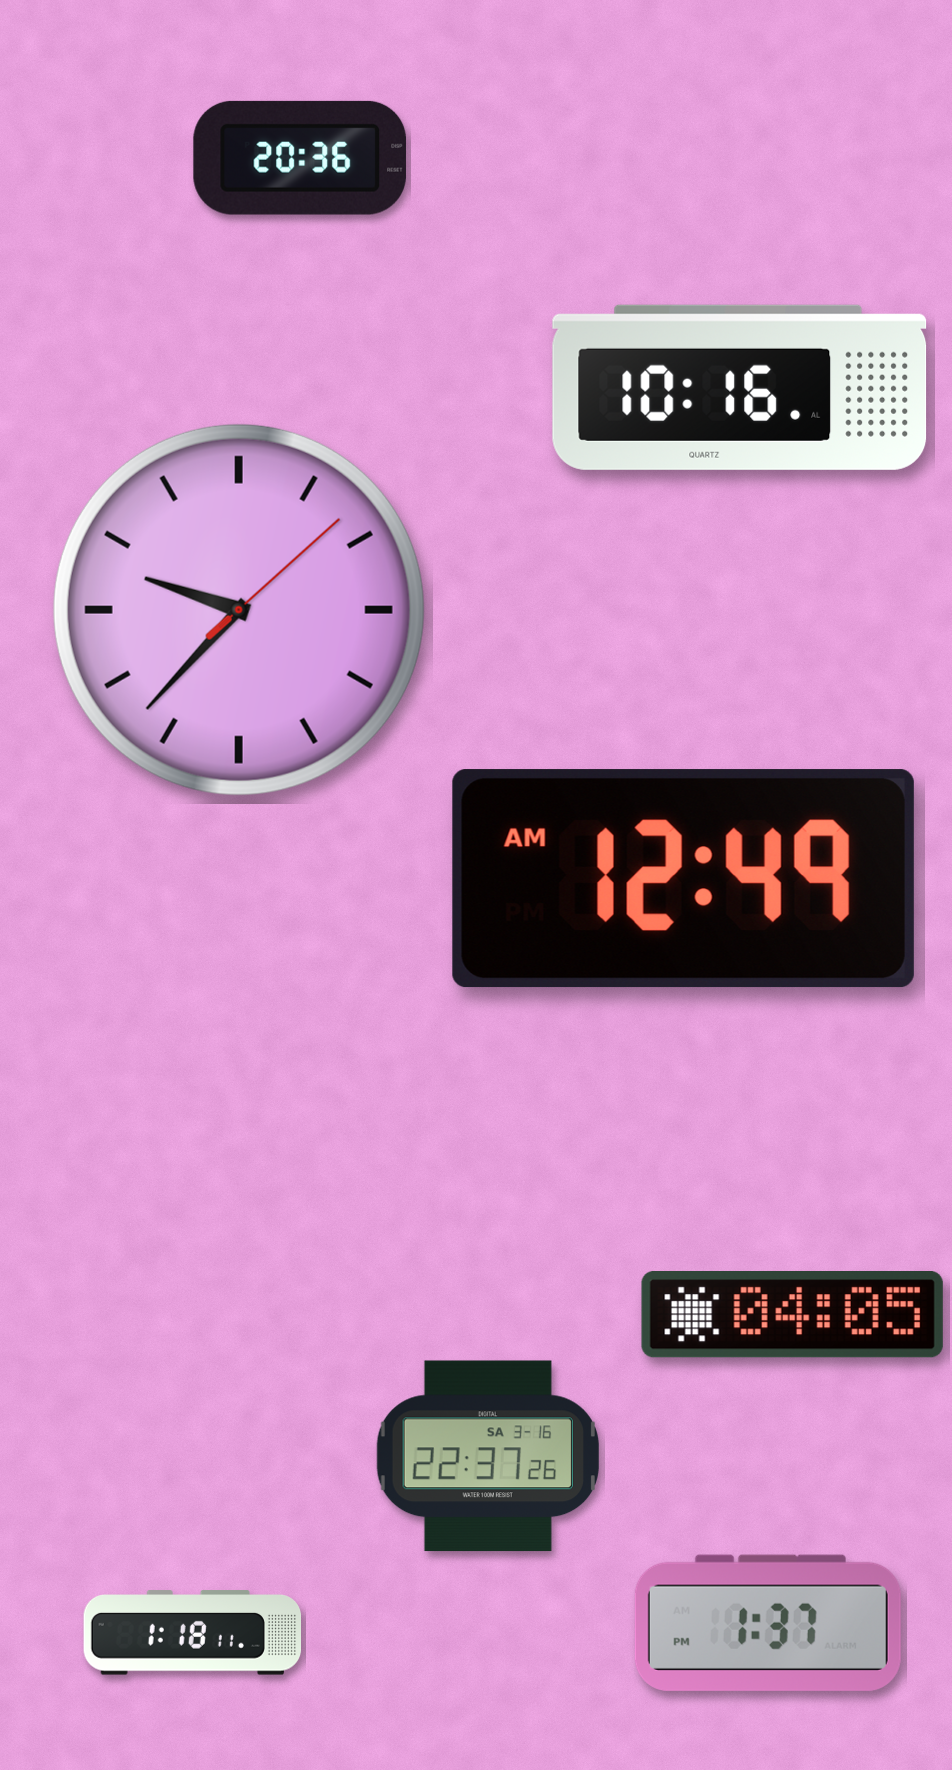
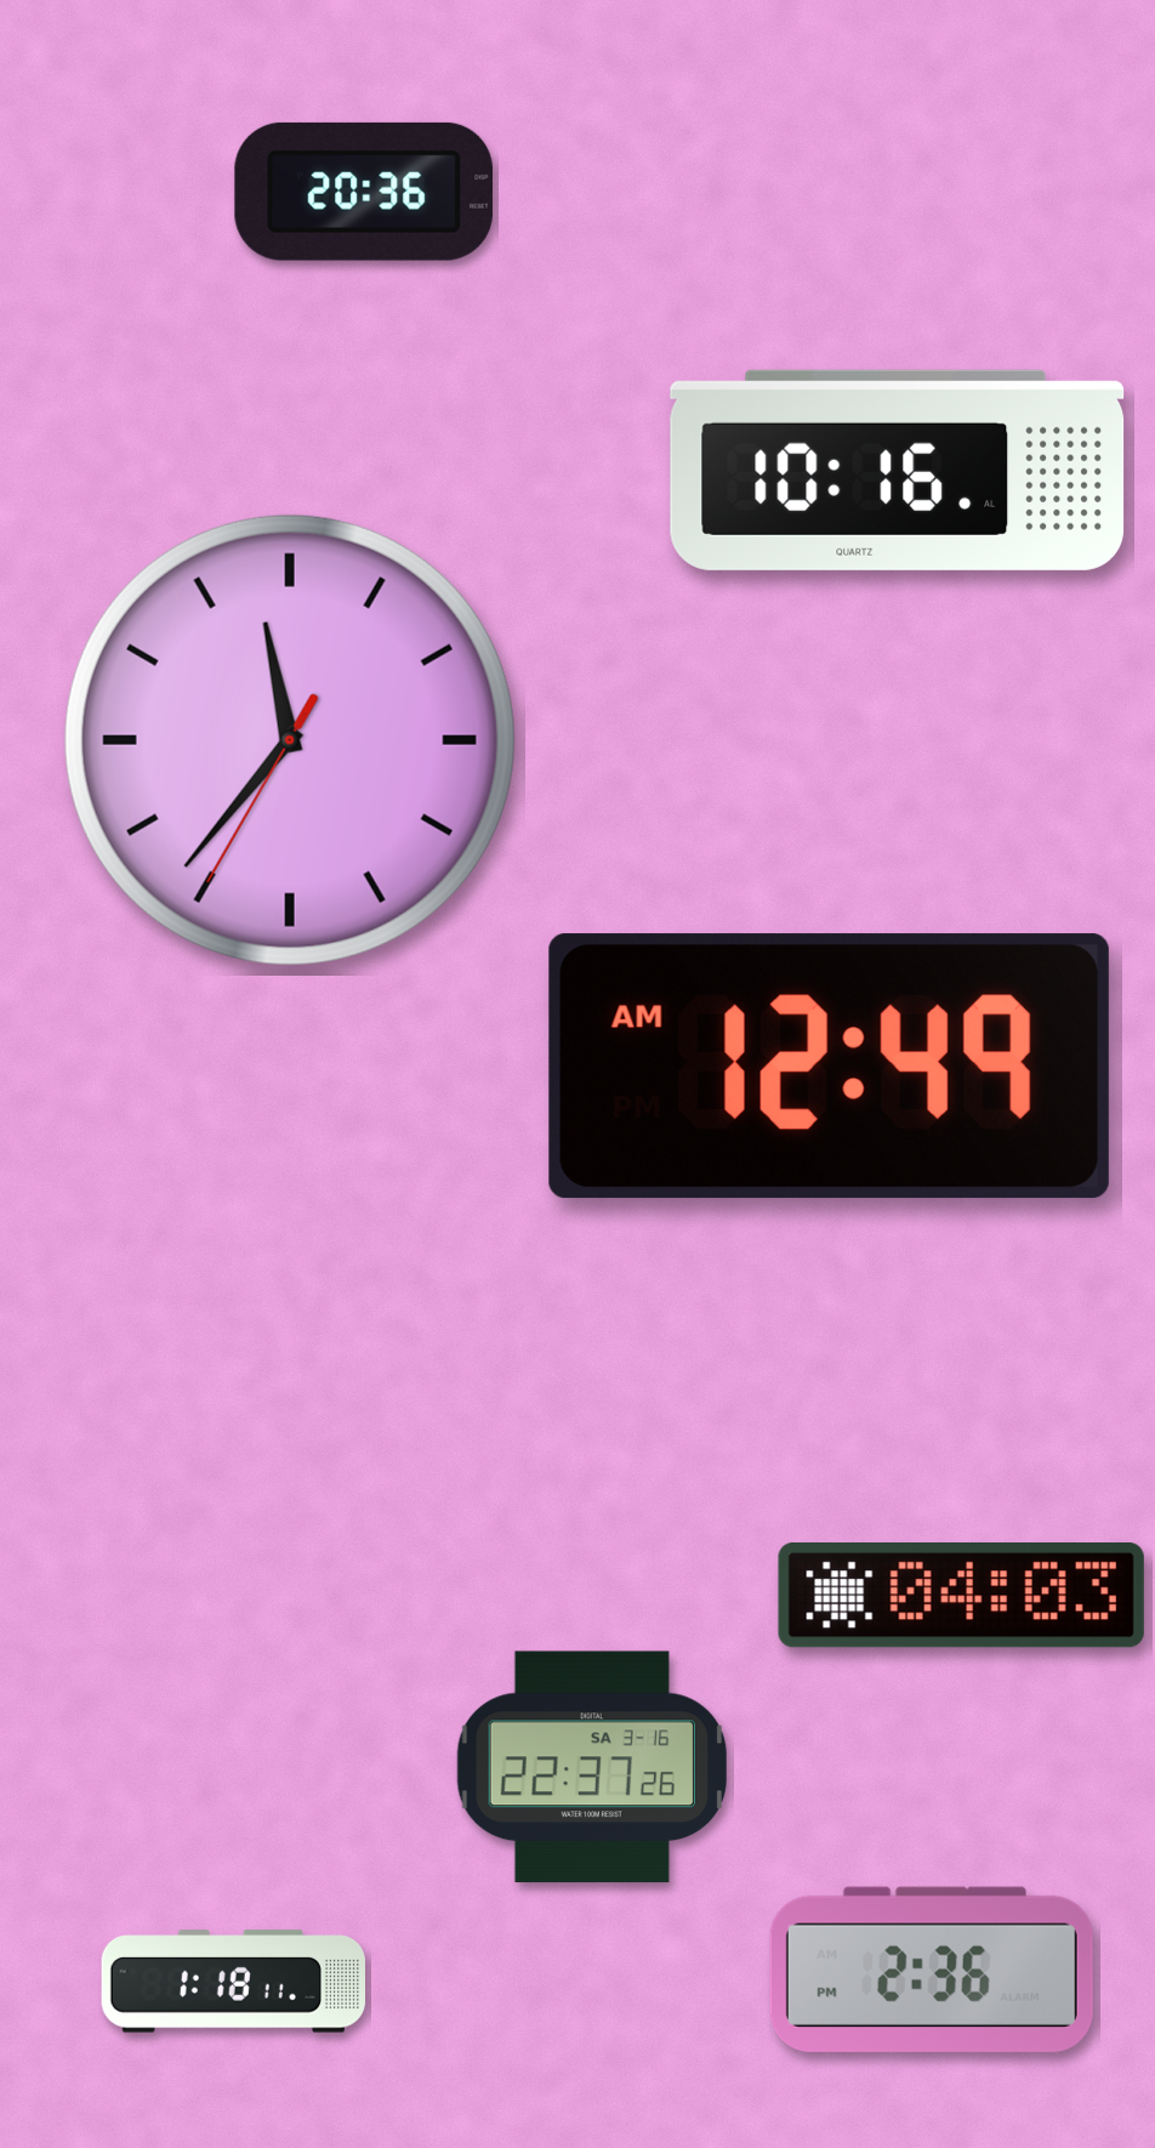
clock at (239, 610): 9:37 -> 11:36
clock at (792, 1315): 04:05 -> 04:03
clock at (768, 1623): 1:37 -> 2:36
